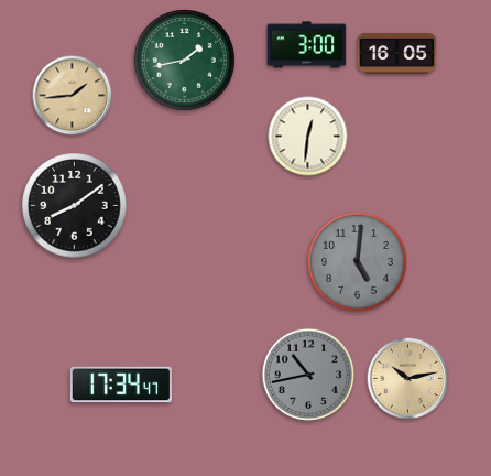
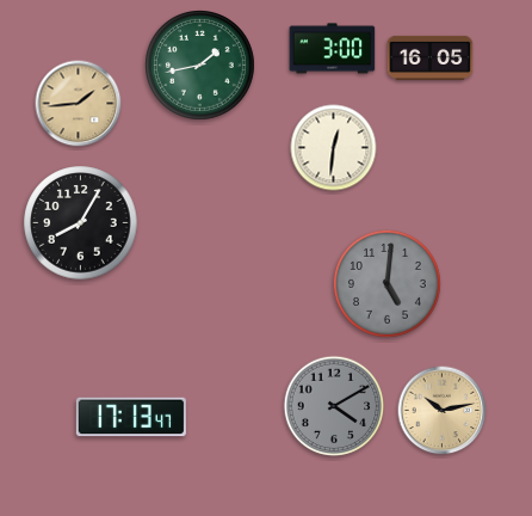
clock at (75, 206): 8:09 -> 8:05
clock at (308, 375): 10:43 -> 4:10
clock at (121, 385): 17:34 -> 17:13
